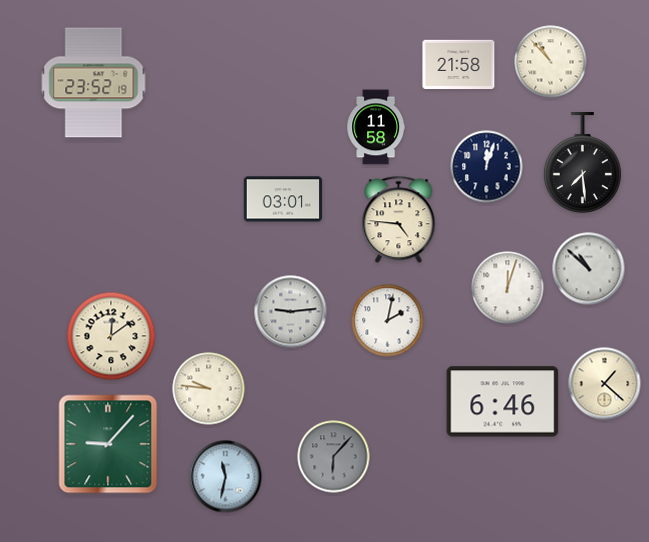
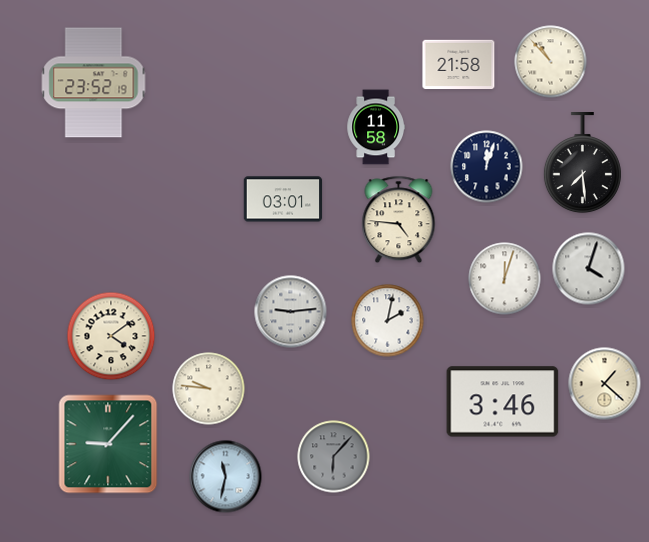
clock at (589, 269): 10:52 -> 4:03
clock at (508, 288) position: (508, 288) -> (505, 279)
clock at (111, 336): 12:09 -> 4:09
clock at (503, 402): 6:46 -> 3:46
